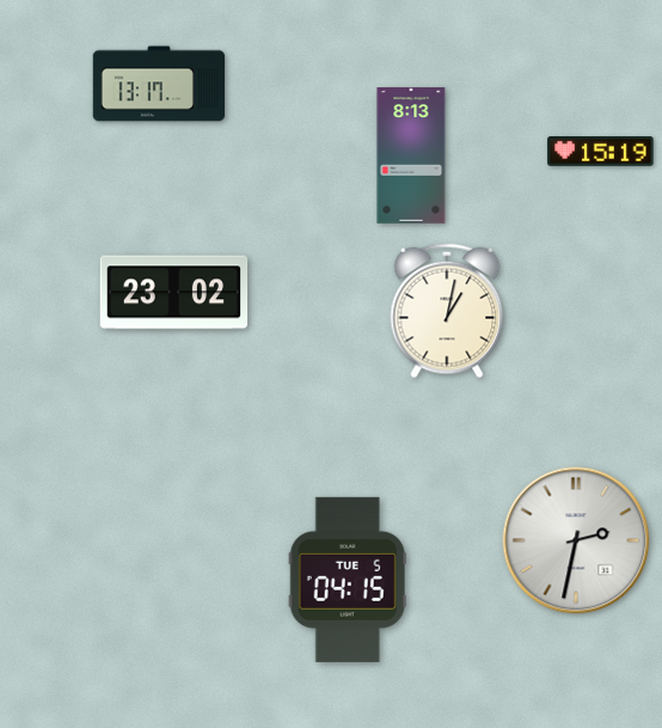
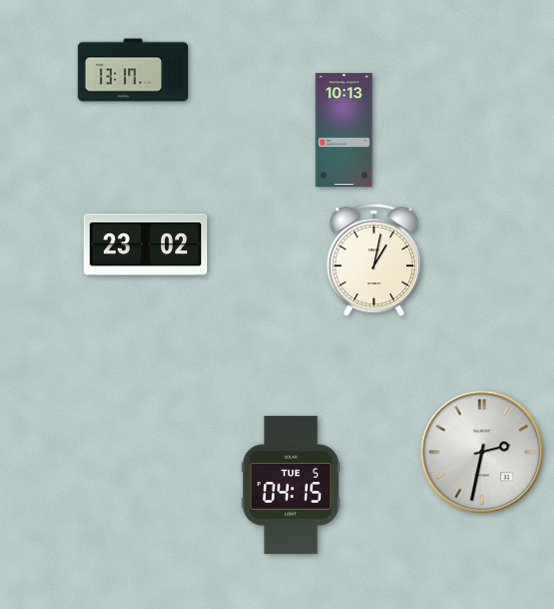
clock at (601, 152): 15:19 -> none
clock at (411, 155): 8:13 -> 10:13
